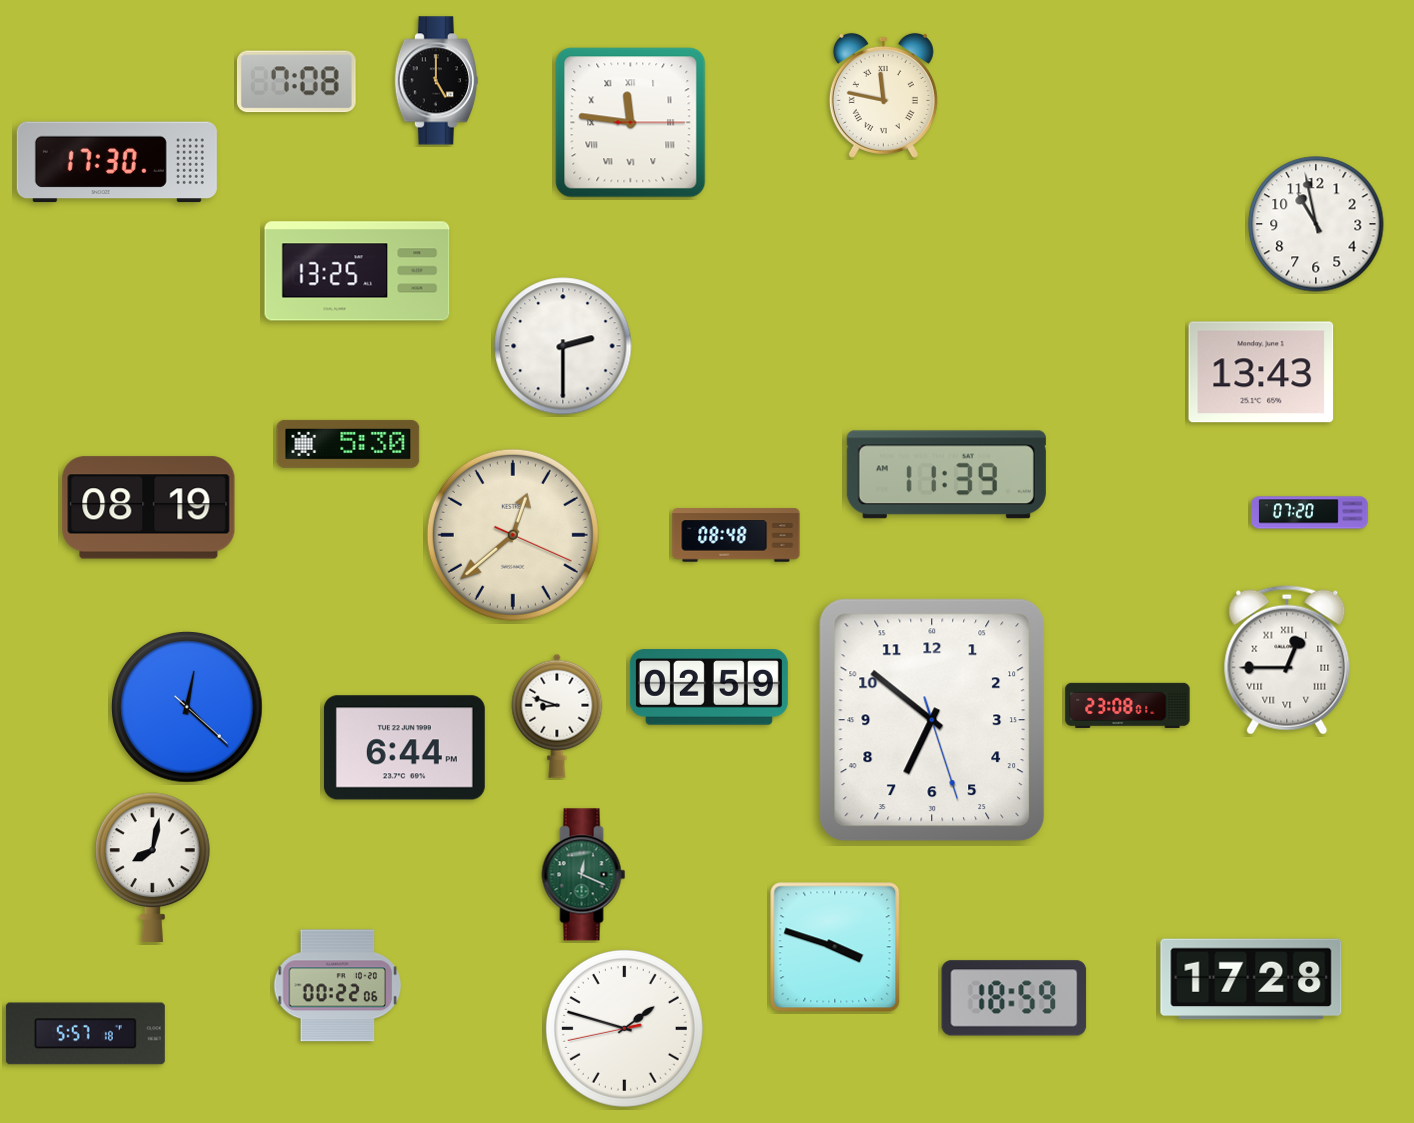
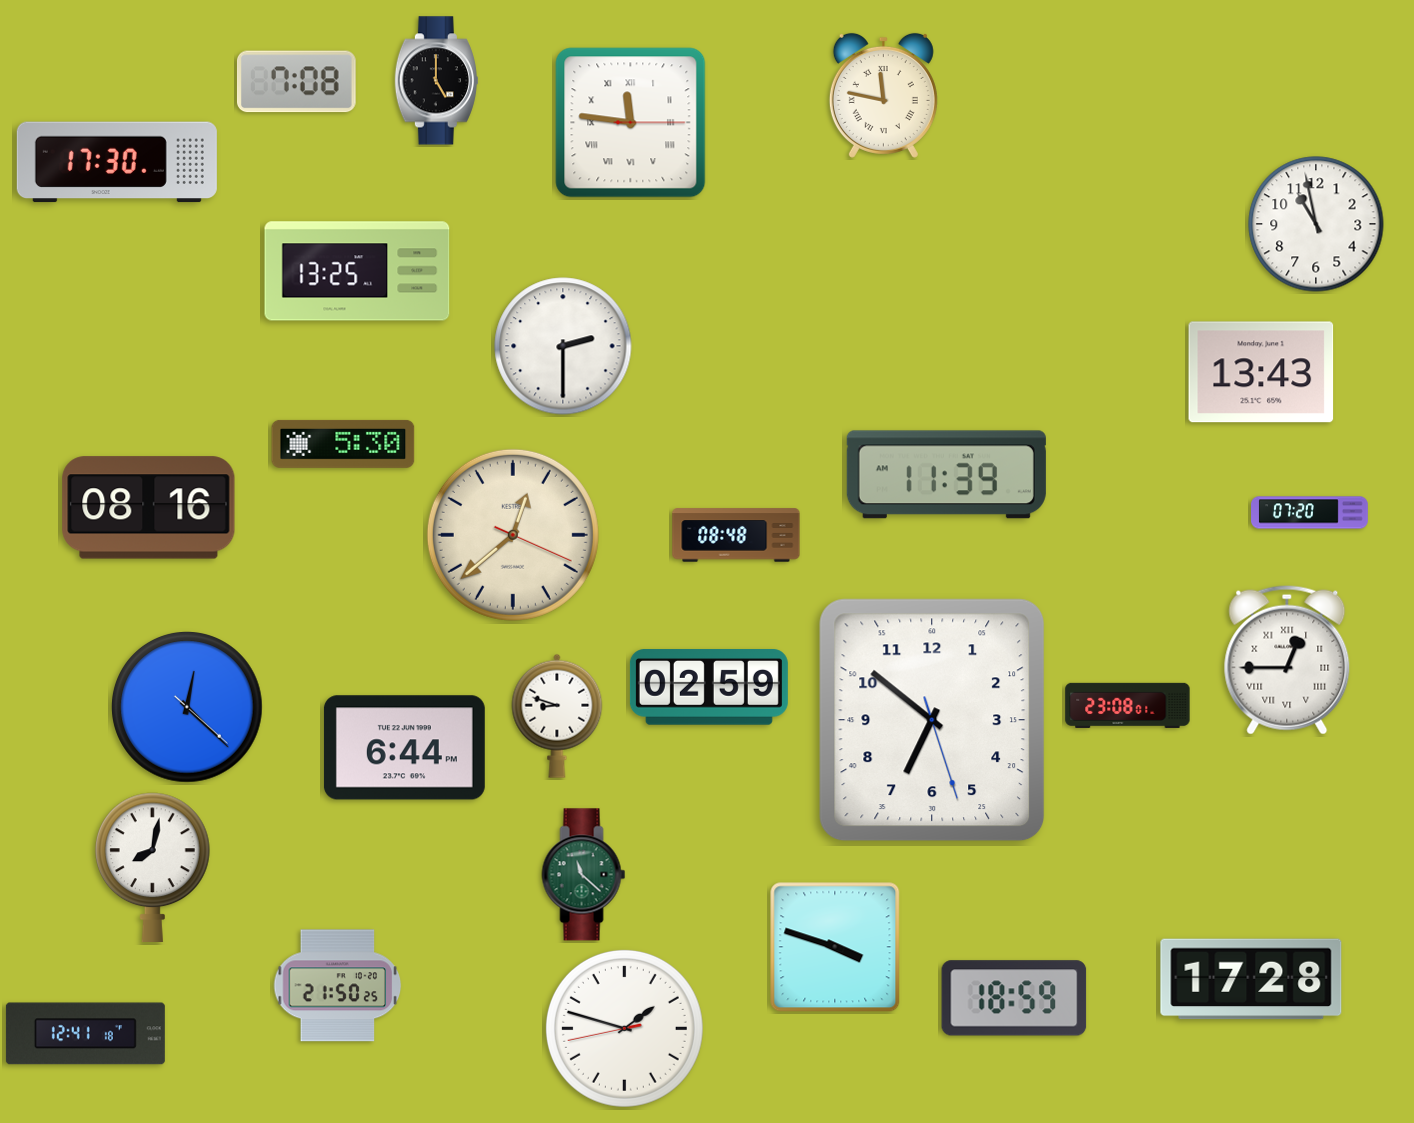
clock at (348, 444) position: (348, 444) -> (343, 444)
clock at (149, 508): 08:19 -> 08:16
clock at (584, 875): 12:19 -> 11:22
clock at (338, 986): 00:22 -> 21:50
clock at (85, 1034): 5:57 -> 12:41
